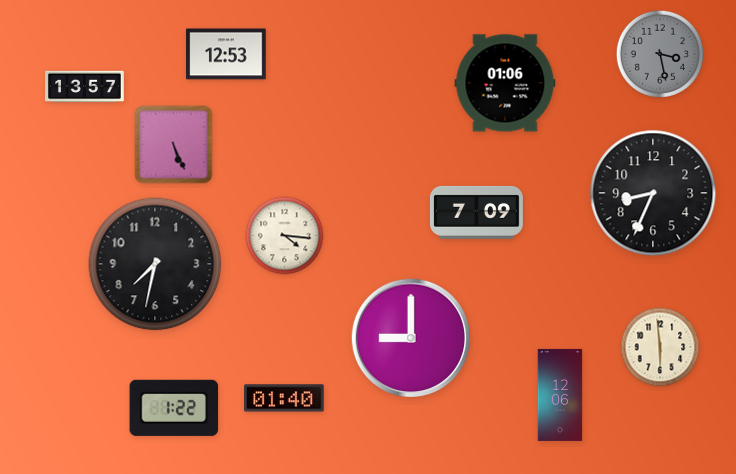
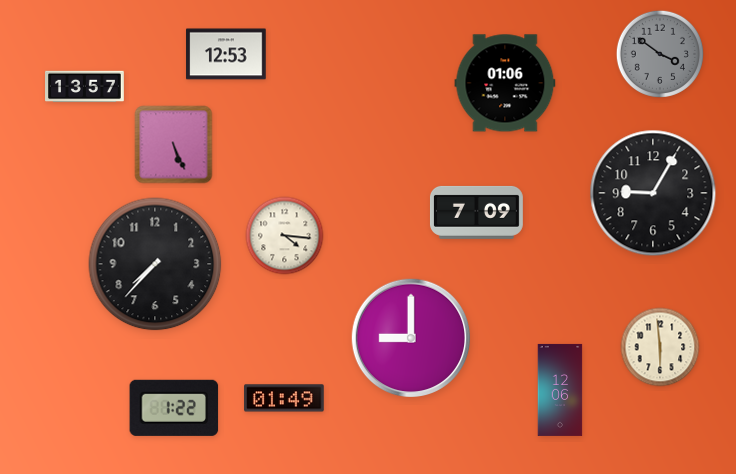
clock at (660, 54): 3:28 -> 3:51
clock at (653, 193): 8:34 -> 9:05
clock at (155, 264): 7:32 -> 7:37
clock at (560, 395) position: (560, 395) -> (560, 390)
clock at (284, 398): 01:40 -> 01:49
